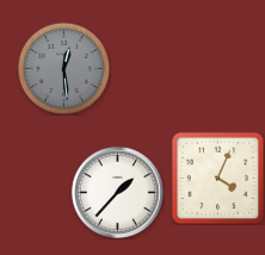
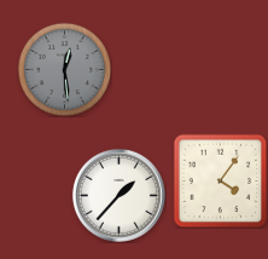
clock at (217, 178): 4:04 -> 4:06
